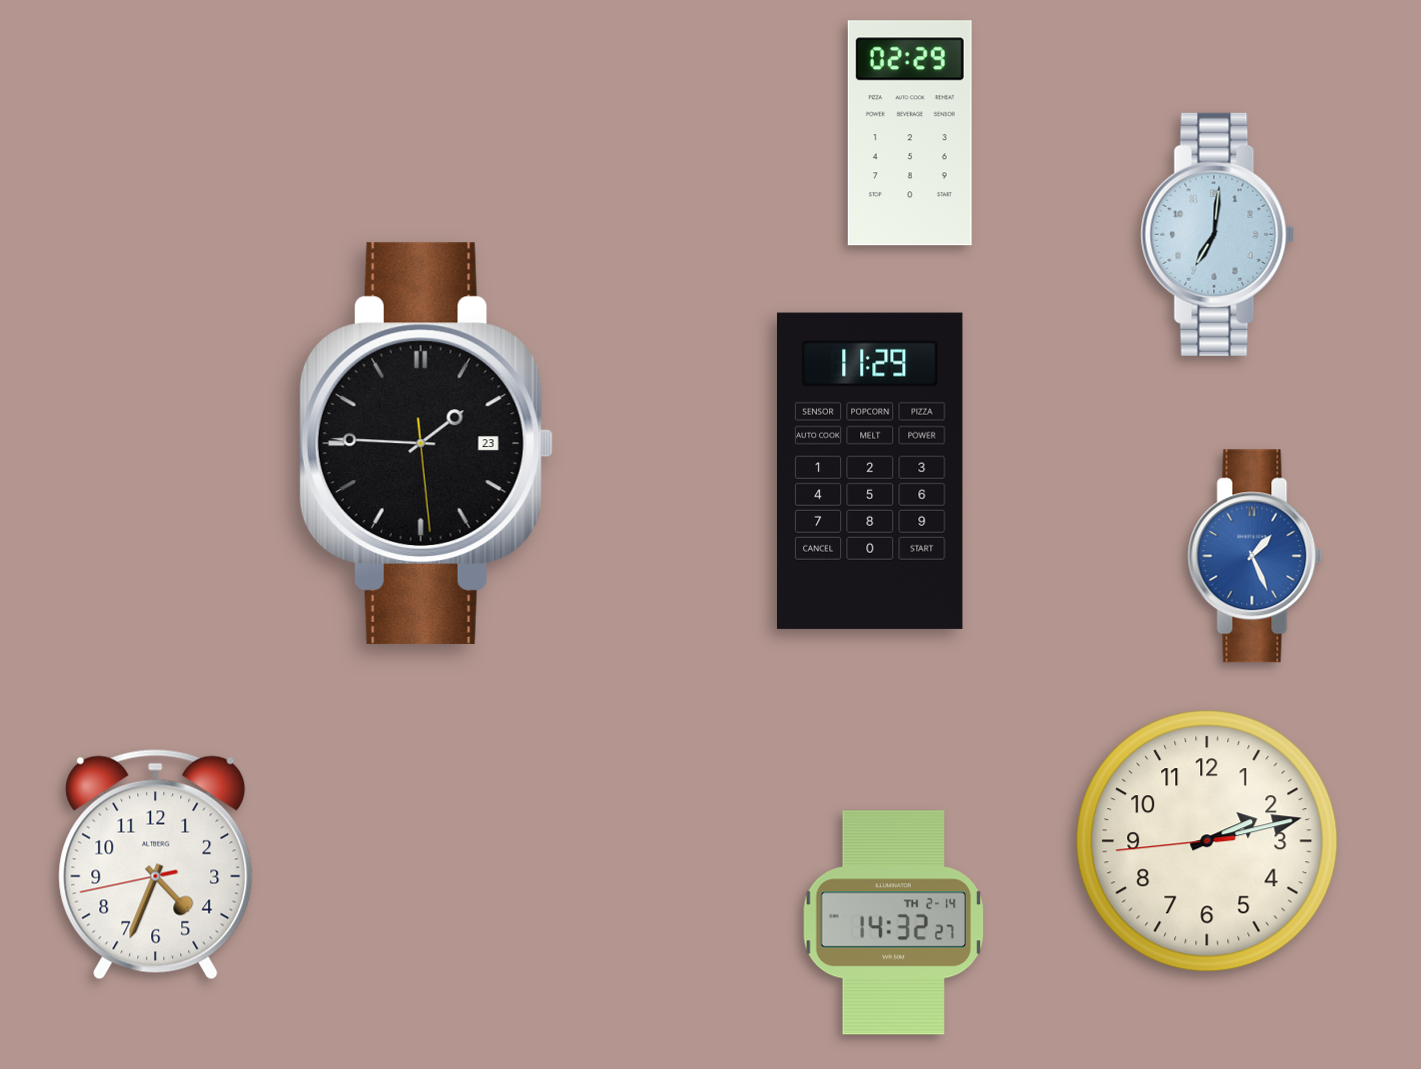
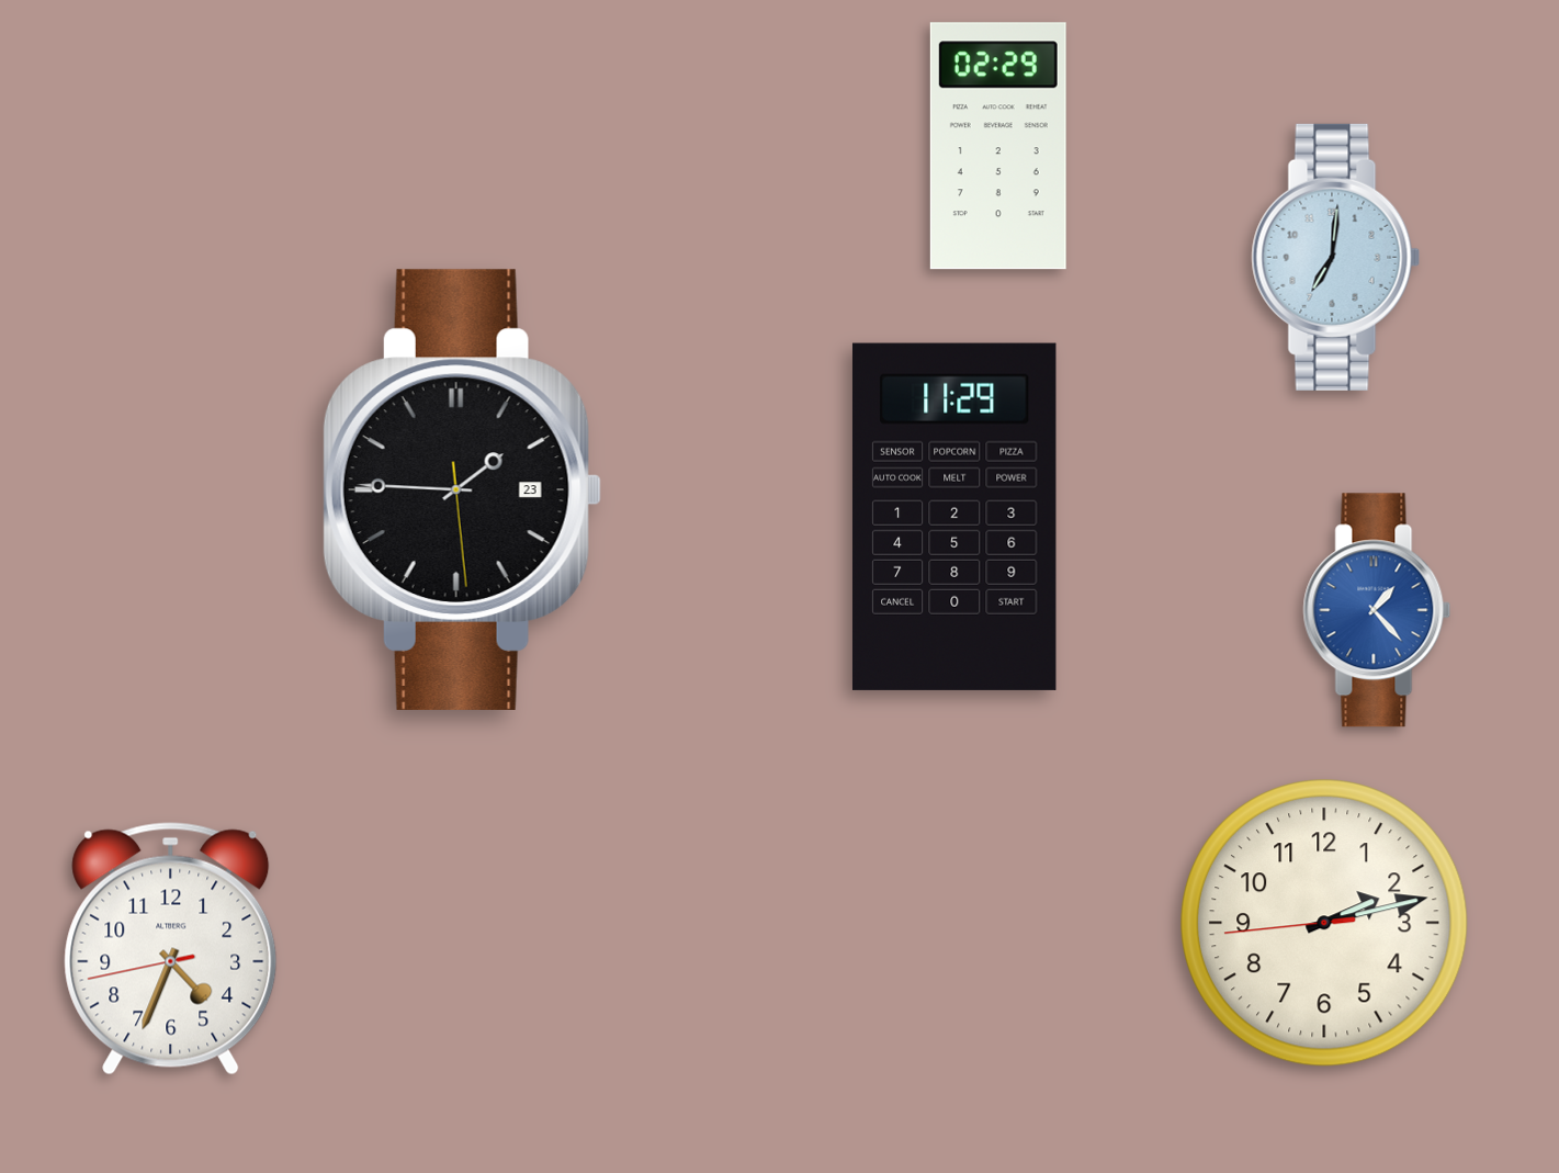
clock at (426, 443) position: (426, 443) -> (462, 489)
clock at (1255, 556): 1:26 -> 1:23
clock at (894, 923): 14:32 -> none
